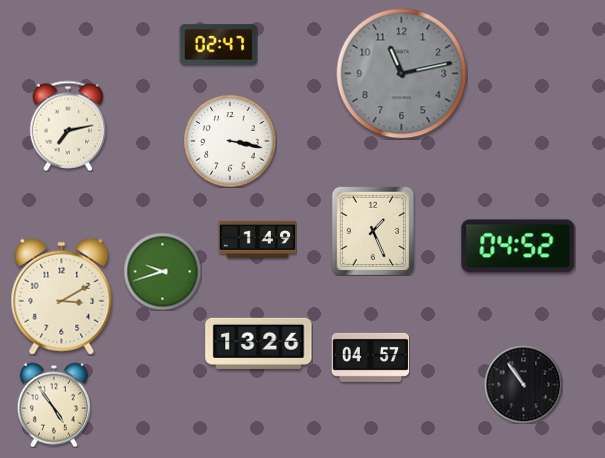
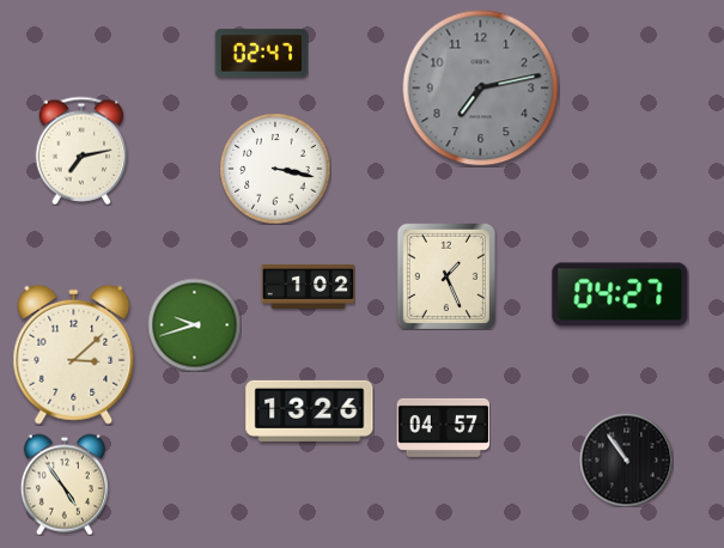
clock at (402, 74): 11:13 -> 7:13
clock at (257, 239): 1:49 -> 1:02
clock at (518, 246): 04:52 -> 04:27
clock at (62, 296): 3:10 -> 3:08
